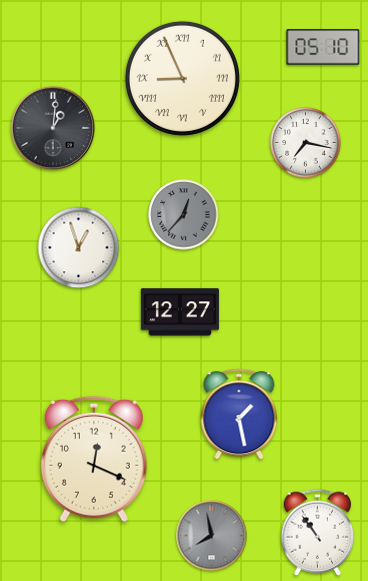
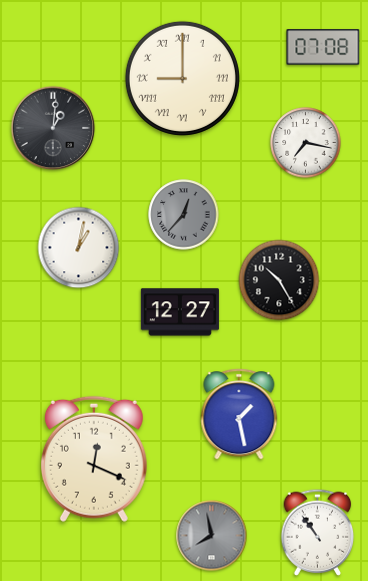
clock at (323, 47): 05:10 -> 07:08
clock at (182, 78): 8:56 -> 9:00
clock at (79, 248): 12:57 -> 1:02
clock at (279, 280): none -> 10:25
